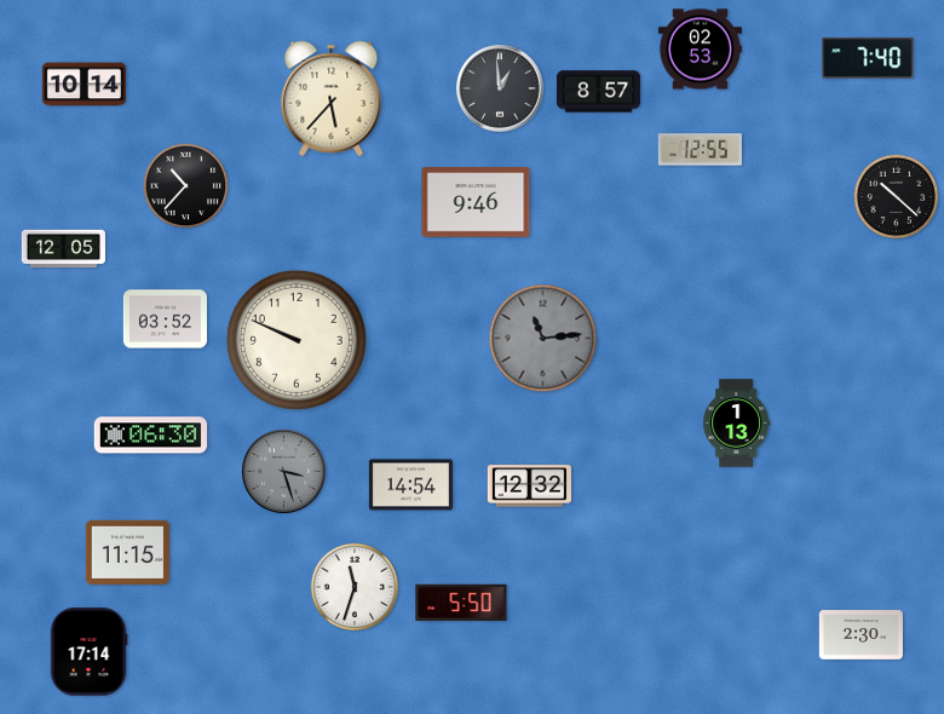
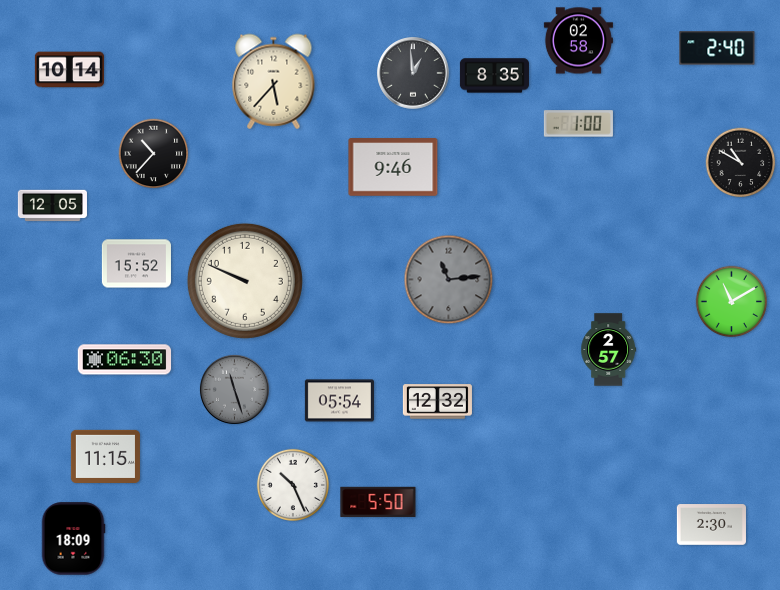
clock at (700, 50): 02:53 -> 02:58
clock at (868, 58): 7:40 -> 2:40
clock at (598, 92): 8:57 -> 8:35
clock at (700, 150): 12:55 -> 1:00
clock at (897, 197): 10:22 -> 10:50
clock at (165, 319): 03:52 -> 15:52
clock at (732, 302): none -> 11:10
clock at (737, 424): 1:13 -> 2:57
clock at (283, 471): 3:27 -> 11:27
clock at (410, 485): 14:54 -> 05:54
clock at (353, 586): 11:33 -> 10:26
clock at (461, 601) position: (461, 601) -> (378, 501)
clock at (88, 652): 17:14 -> 18:09
